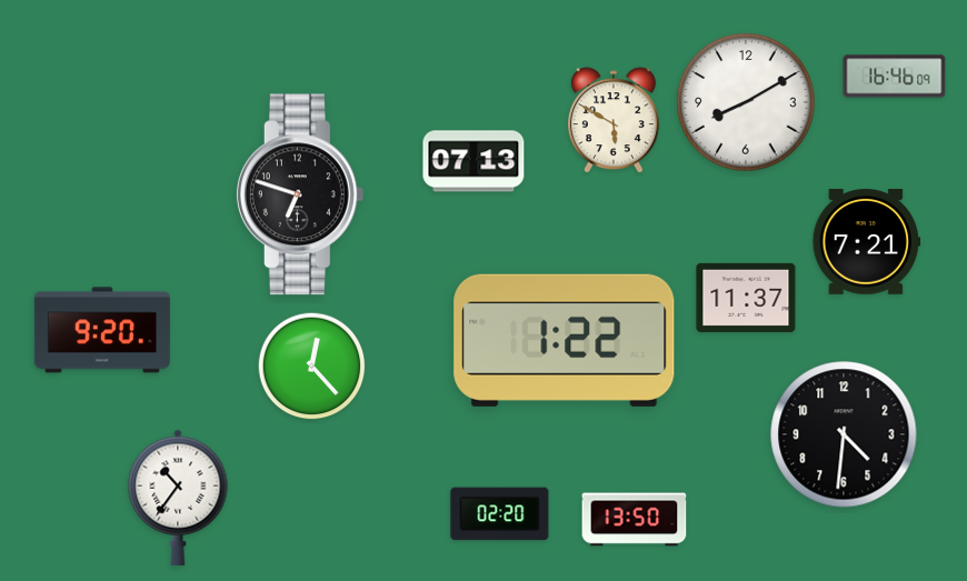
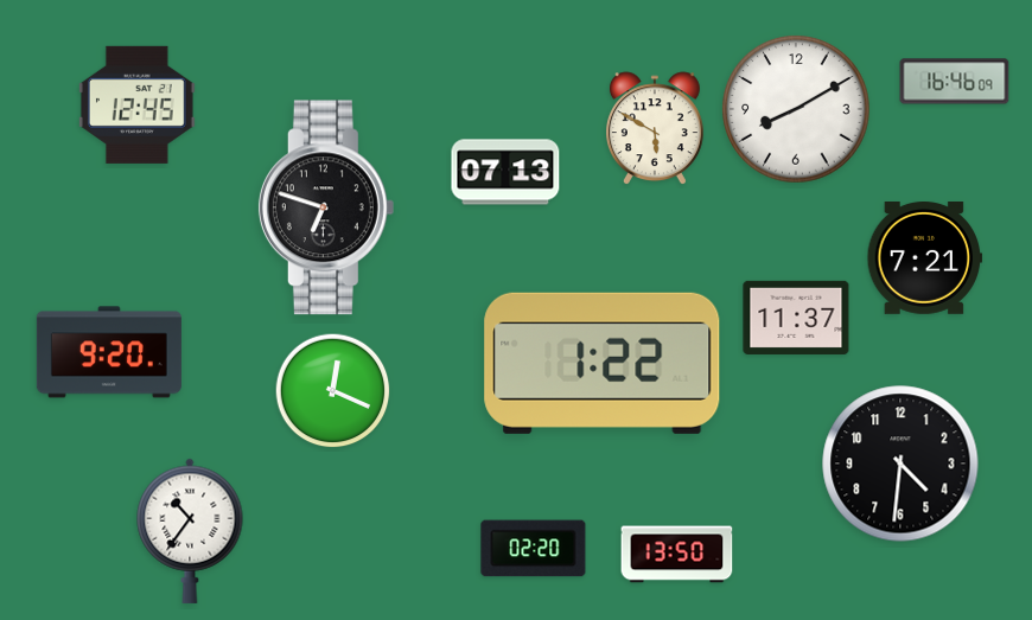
clock at (136, 104): none -> 12:45
clock at (300, 194) position: (300, 194) -> (326, 207)
clock at (312, 367): 12:23 -> 12:19
